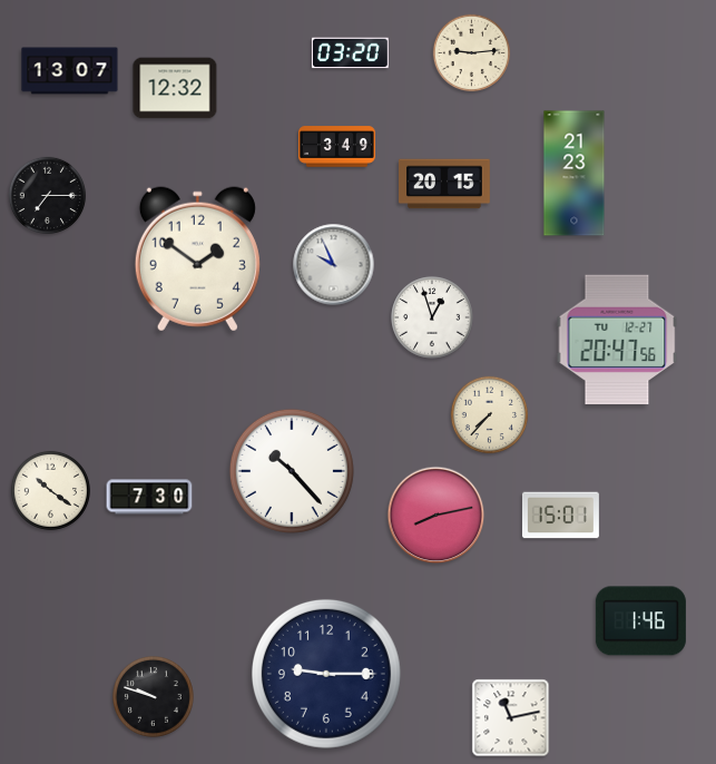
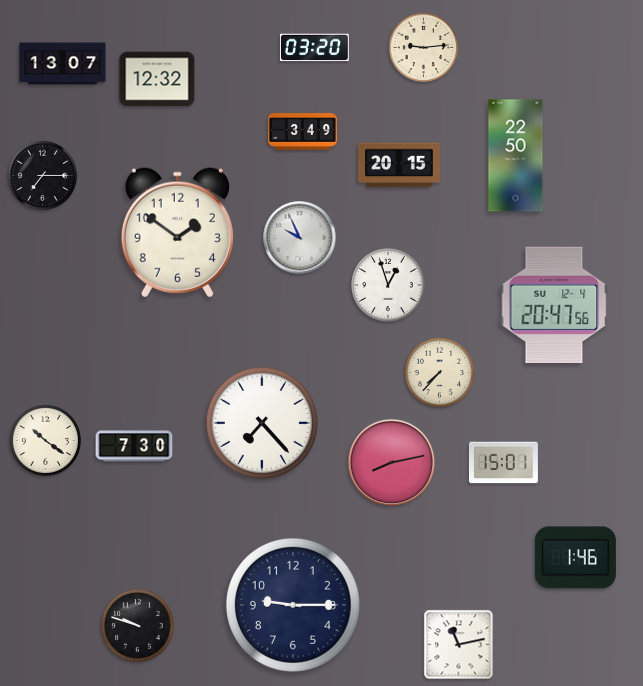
clock at (575, 174): 21:23 -> 22:50
clock at (617, 339) date: TU 12-27 -> SU 12-4
clock at (292, 471): 10:23 -> 7:23
